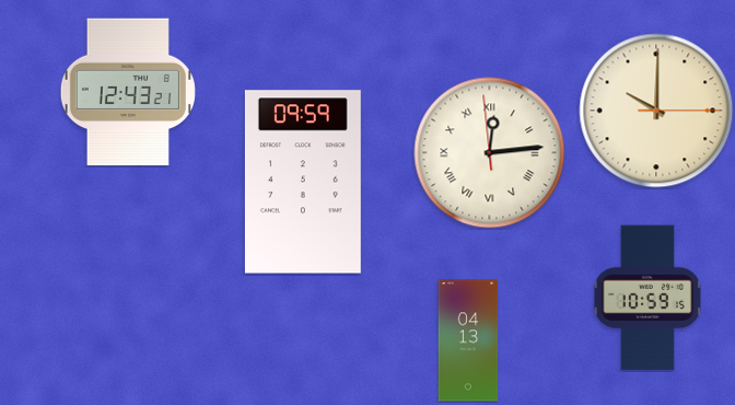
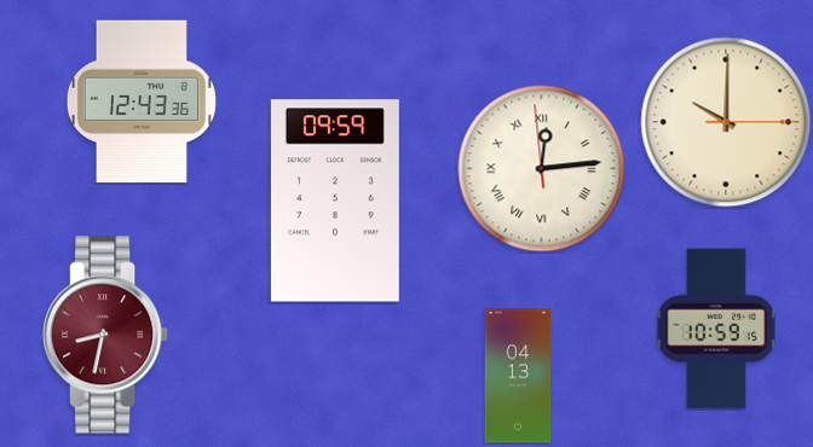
clock at (128, 92): 12:43:21 -> 12:43:36
clock at (105, 335): none -> 8:32
